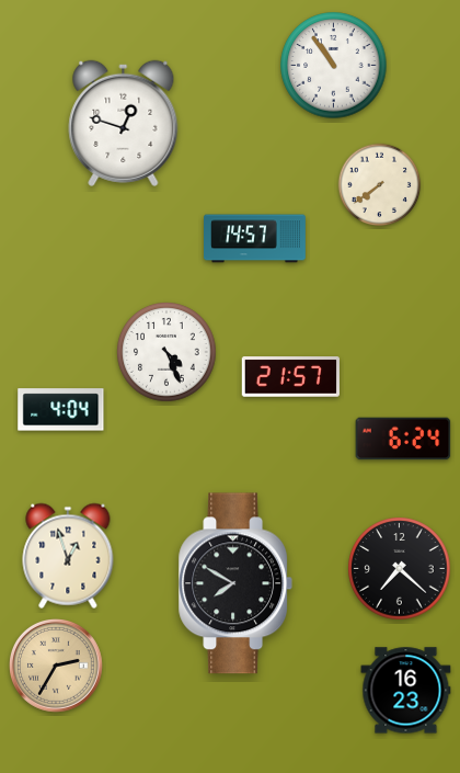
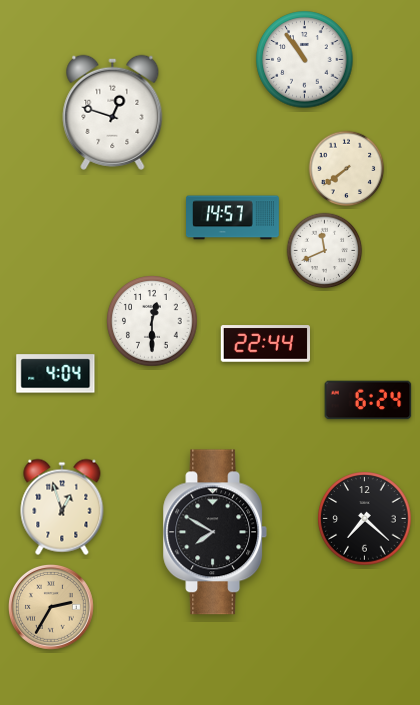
clock at (325, 251): none -> 11:41
clock at (166, 352): 4:26 -> 12:30
clock at (290, 377): 21:57 -> 22:44
clock at (406, 691): 16:23 -> none
